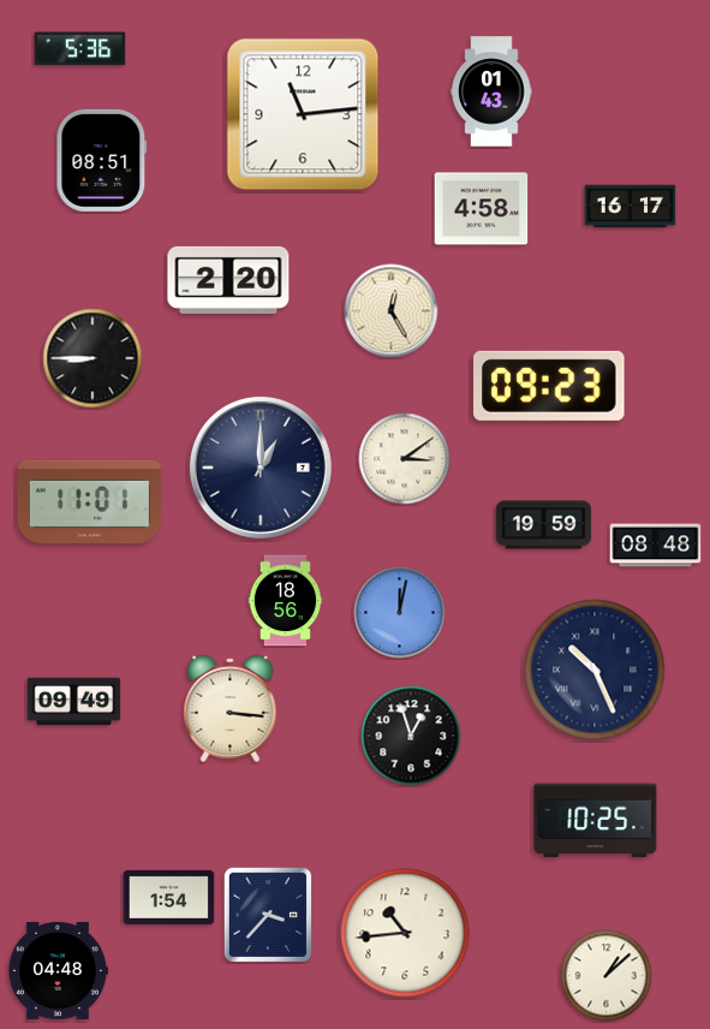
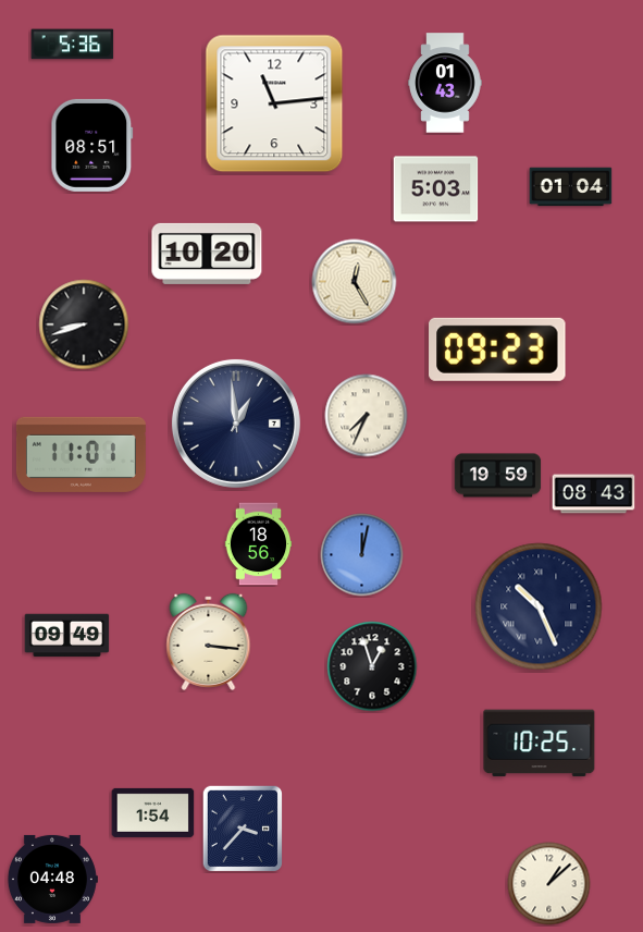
clock at (631, 207): 16:17 -> 01:04
clock at (482, 209): 4:58 -> 5:03
clock at (228, 280): 2:20 -> 10:20
clock at (93, 358): 8:45 -> 8:42
clock at (405, 459): 3:09 -> 7:34
clock at (261, 468): 1:00 -> 12:59
clock at (544, 525) position: (544, 525) -> (498, 476)
clock at (656, 546): 08:48 -> 08:43
clock at (405, 933): 10:44 -> none
